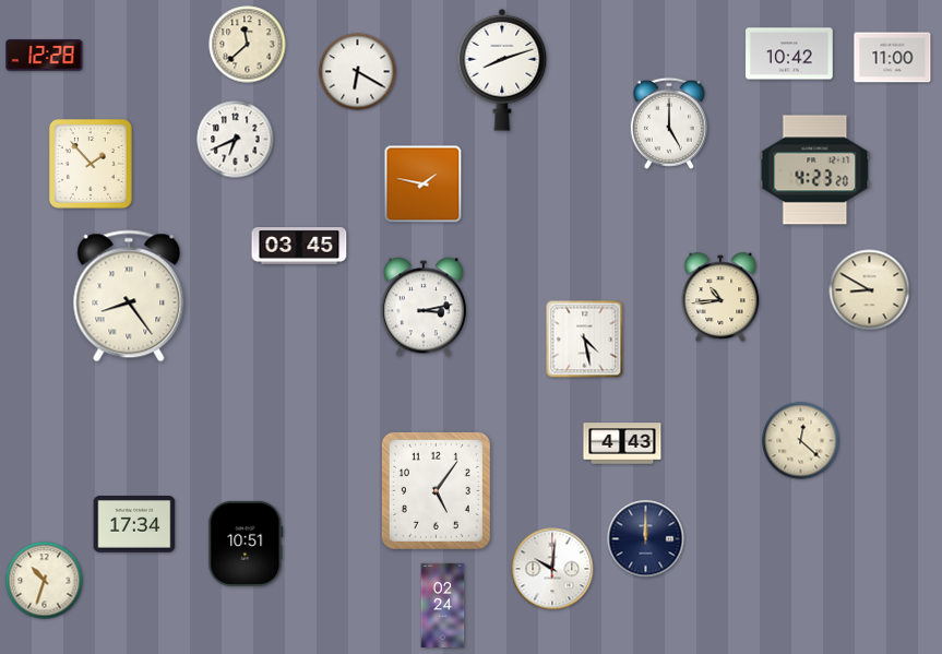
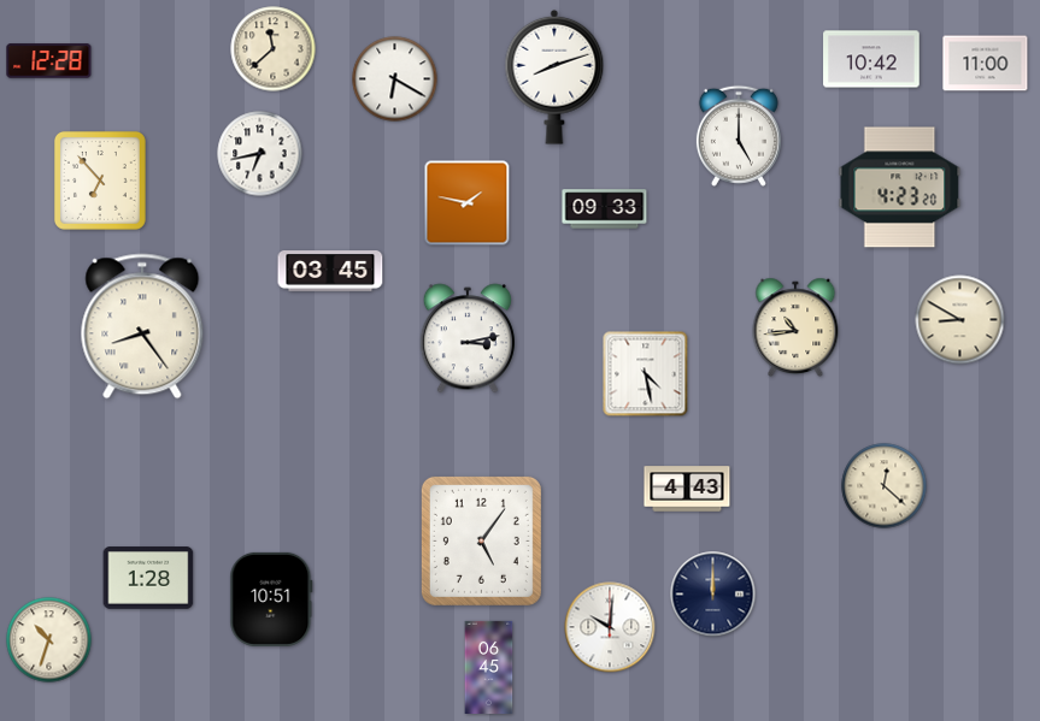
clock at (236, 140): 6:41 -> 6:43
clock at (91, 164): 1:53 -> 6:53
clock at (605, 209): none -> 09:33
clock at (134, 524): 17:34 -> 1:28
clock at (443, 605): 02:24 -> 06:45
